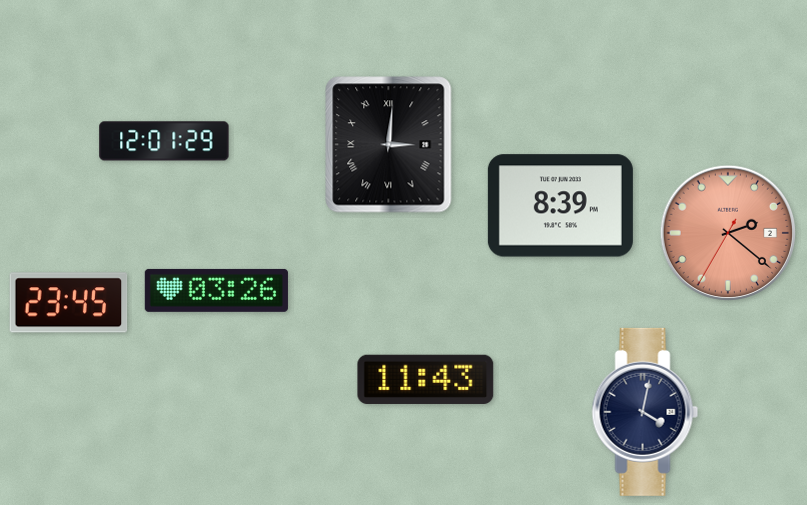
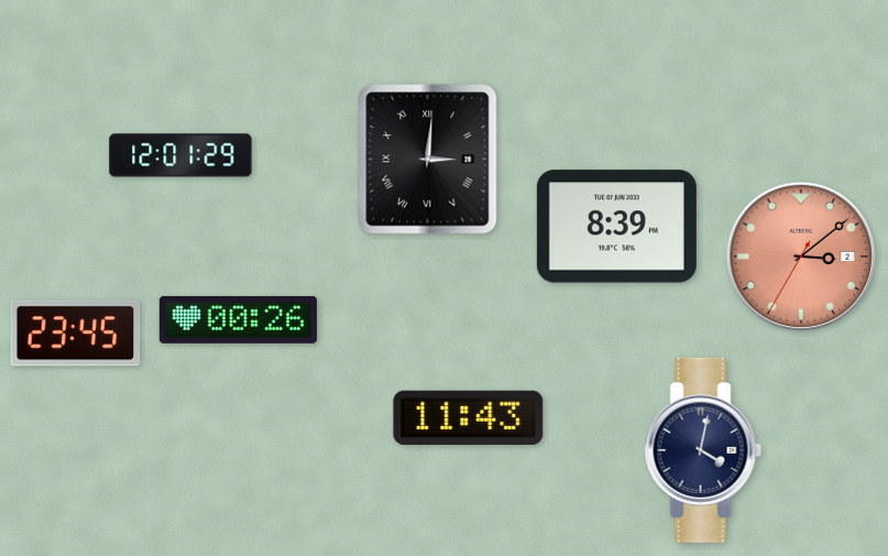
clock at (727, 232): 2:21 -> 3:08
clock at (216, 290): 03:26 -> 00:26
clock at (645, 412) position: (645, 412) -> (703, 450)
